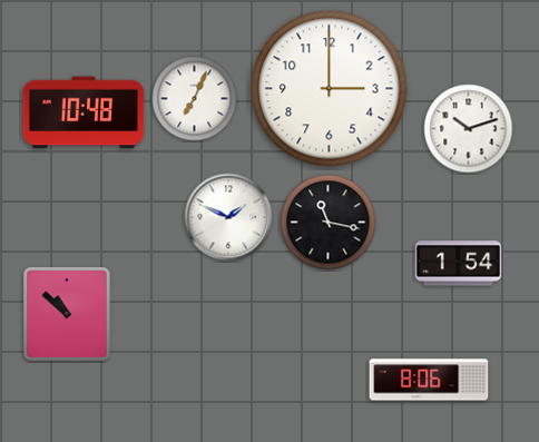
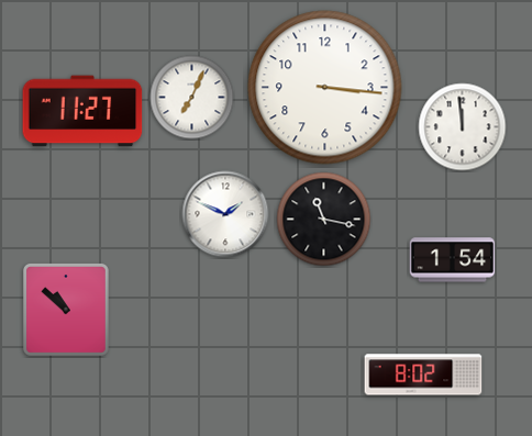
clock at (330, 89): 3:00 -> 3:16
clock at (84, 112): 10:48 -> 11:27
clock at (469, 129): 10:12 -> 11:59
clock at (429, 380): 8:06 -> 8:02
